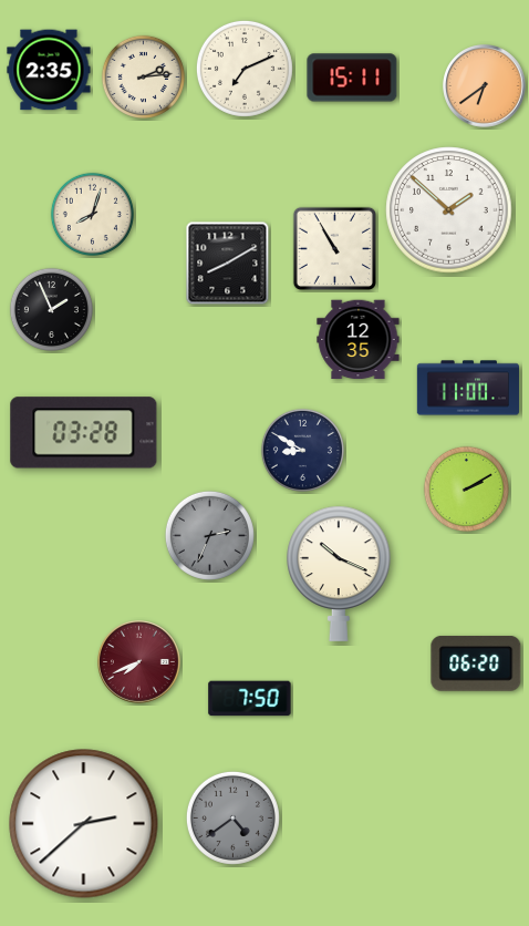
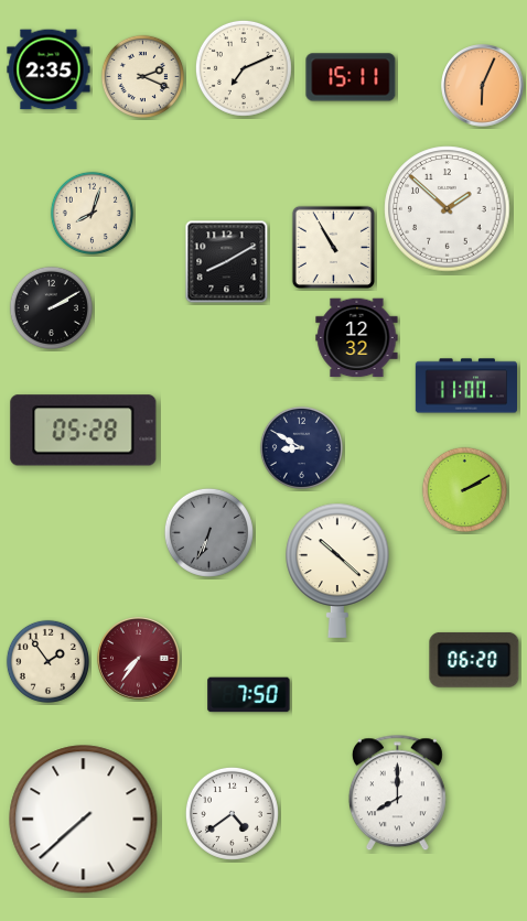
clock at (143, 76): 2:14 -> 2:19
clock at (485, 86): 6:39 -> 6:04
clock at (51, 309): 1:56 -> 2:10
clock at (359, 340): 12:35 -> 12:32
clock at (84, 433): 03:28 -> 05:28
clock at (466, 488) position: (466, 488) -> (464, 489)
clock at (209, 535): 2:34 -> 6:34
clock at (339, 574): 10:19 -> 10:22
clock at (139, 662): 7:41 -> 7:36
clock at (47, 661): none -> 1:54
clock at (397, 793): none -> 8:00
clock at (232, 817) dial: grey -> white
clock at (84, 824): 2:38 -> 7:38
